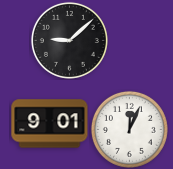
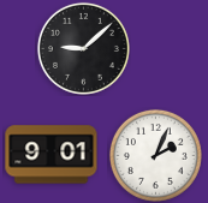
clock at (50, 124) position: (50, 124) -> (52, 155)
clock at (129, 129): 12:04 -> 2:04
